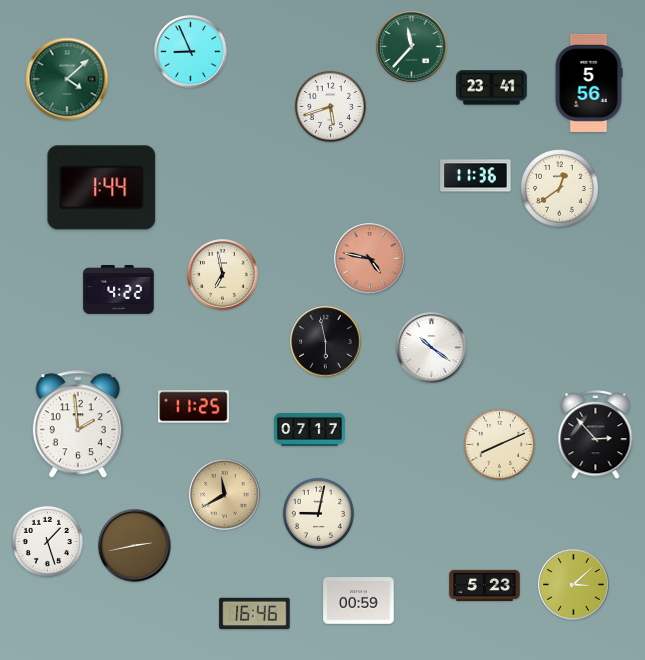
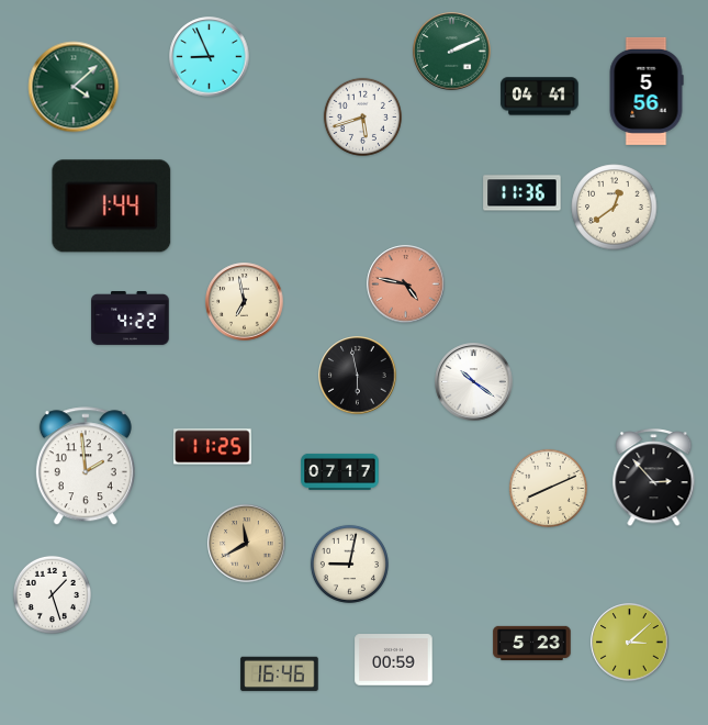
clock at (412, 47): 11:37 -> 2:11
clock at (492, 88): 23:41 -> 04:41
clock at (135, 546): 2:43 -> none
